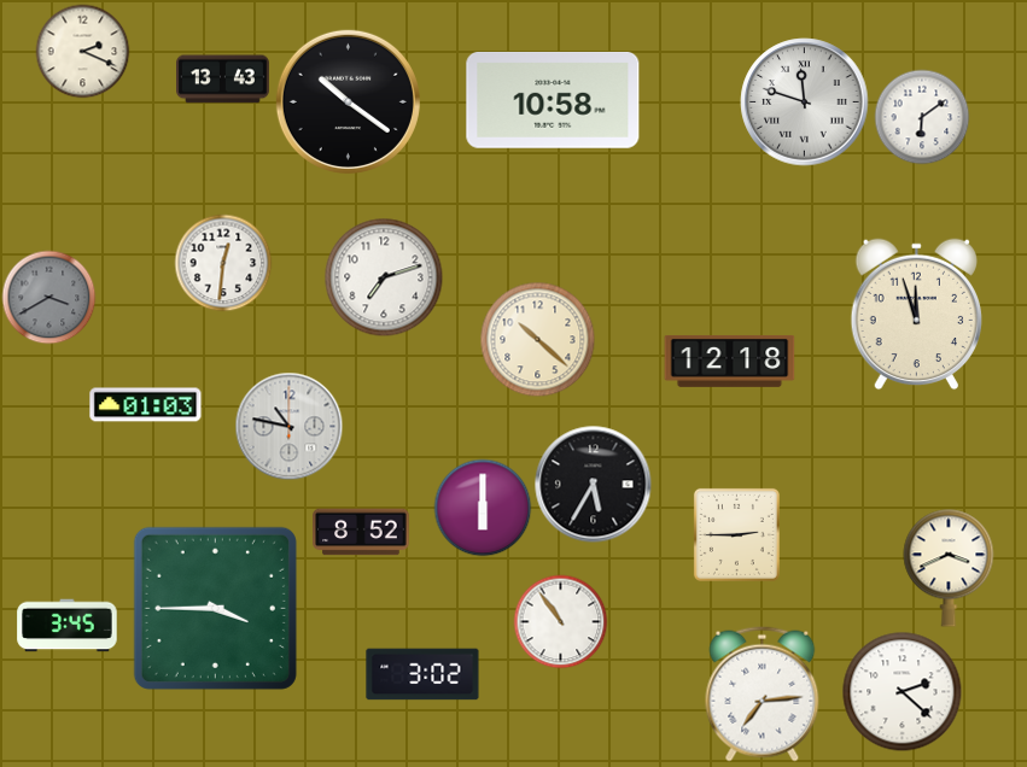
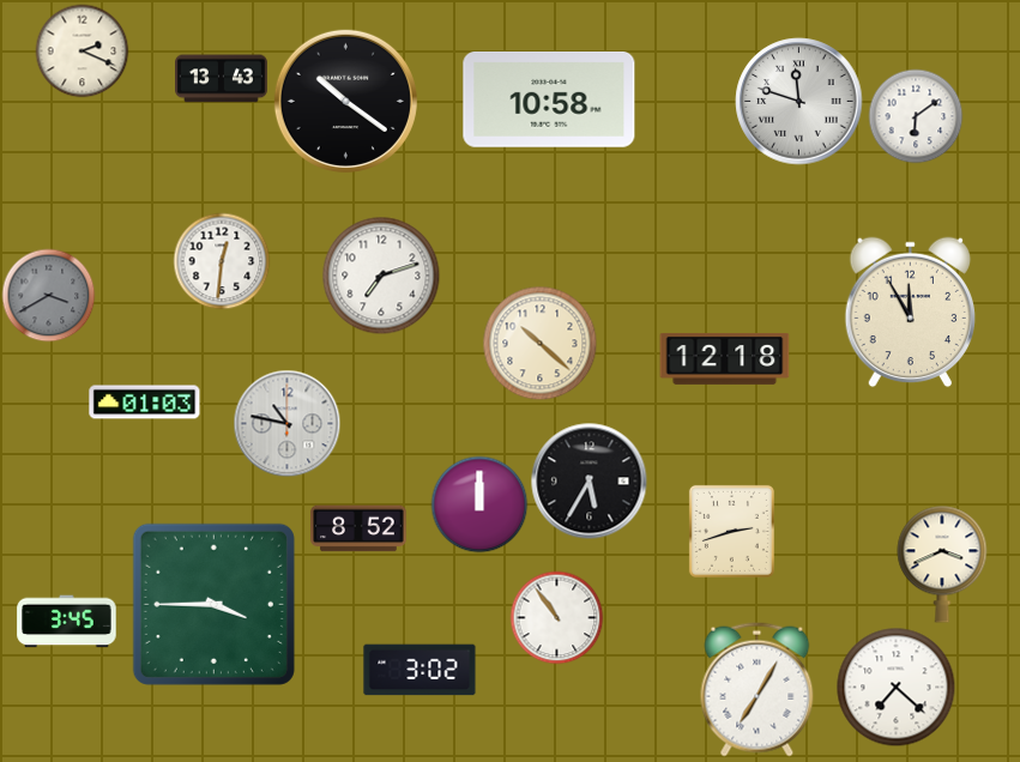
clock at (916, 315): 11:57 -> 11:55
clock at (537, 339) position: (537, 339) -> (539, 343)
clock at (483, 508): 6:00 -> 12:00
clock at (736, 534): 2:45 -> 2:42
clock at (903, 692): 2:22 -> 7:22
clock at (763, 695): 7:14 -> 7:05
